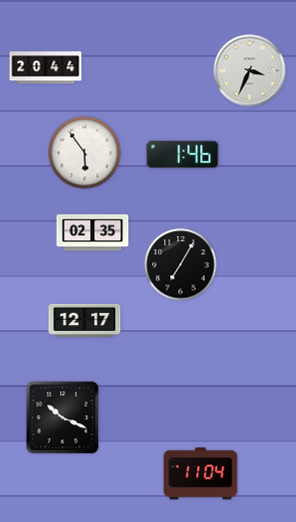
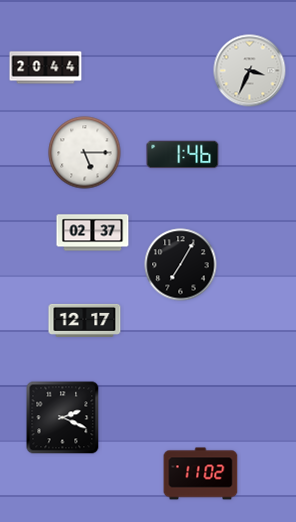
clock at (85, 153): 5:54 -> 5:15
clock at (93, 233): 02:35 -> 02:37
clock at (63, 418): 10:19 -> 2:19
clock at (201, 474): 11:04 -> 11:02
